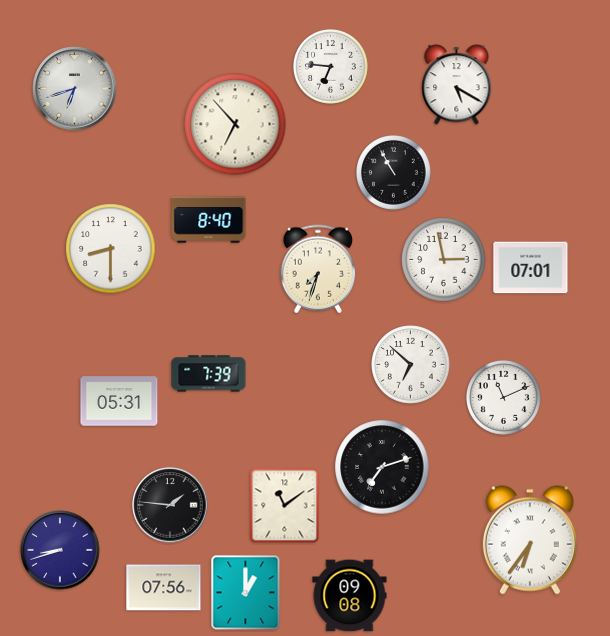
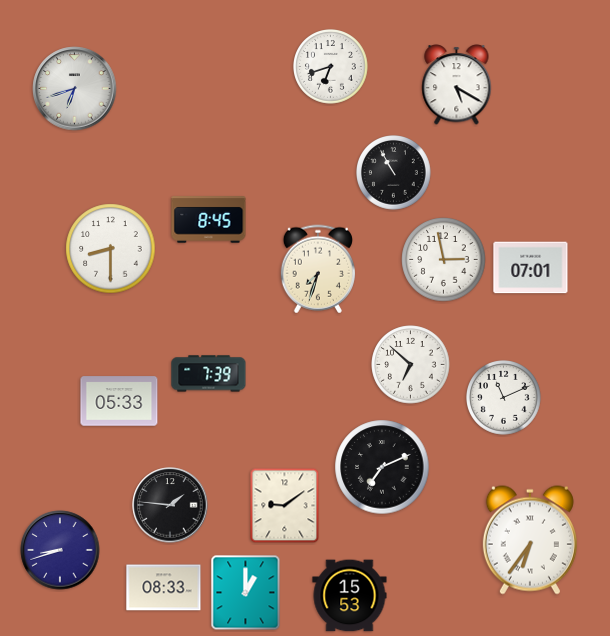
clock at (331, 67): 6:46 -> 6:42
clock at (235, 124): 6:53 -> none
clock at (209, 220): 8:40 -> 8:45
clock at (119, 401): 05:31 -> 05:33
clock at (382, 467): 7:12 -> 7:11
clock at (285, 506): 11:09 -> 9:09
clock at (164, 588): 07:56 -> 08:33
clock at (350, 596): 09:08 -> 15:53
